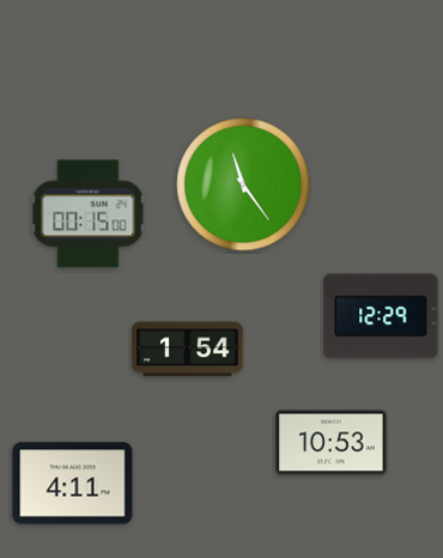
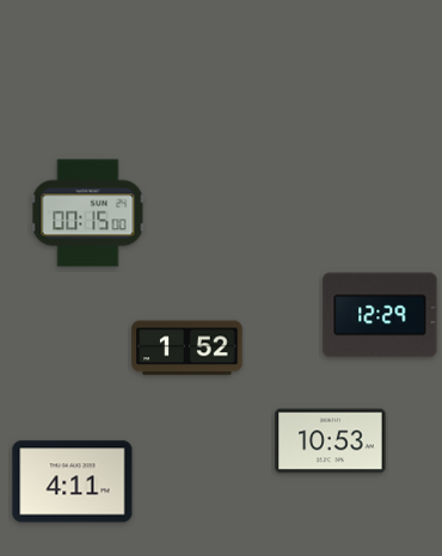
clock at (243, 184): 11:24 -> none
clock at (188, 350): 1:54 -> 1:52
